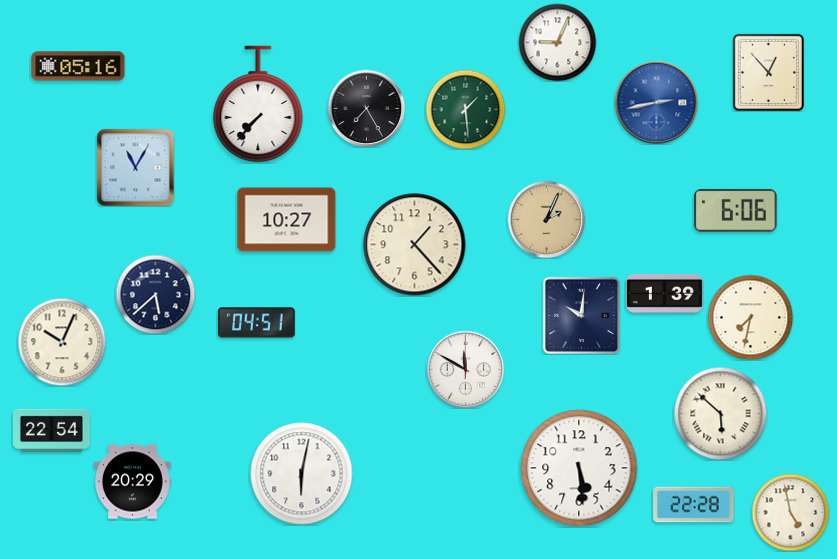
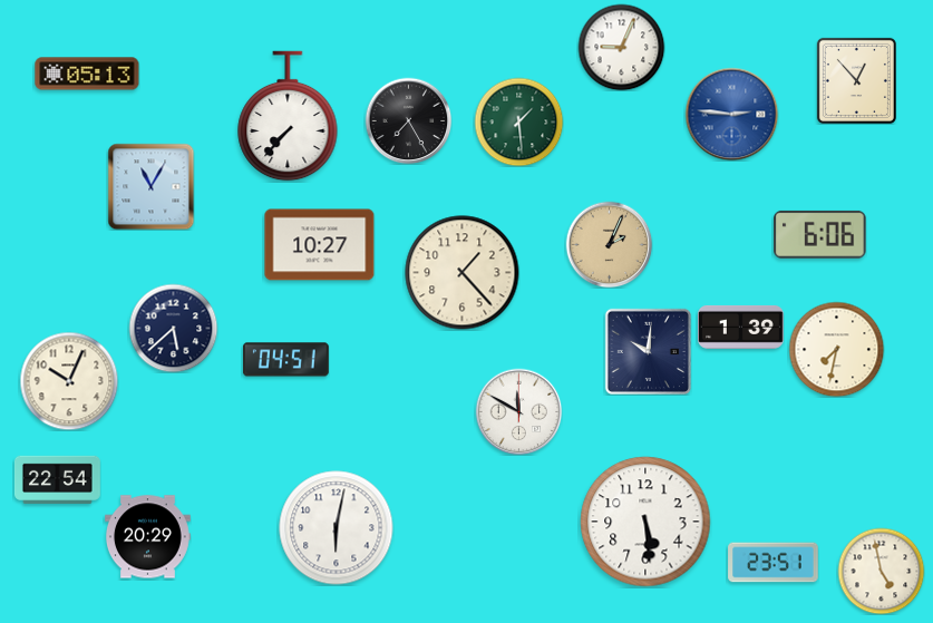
clock at (78, 66): 05:16 -> 05:13
clock at (656, 102): 2:43 -> 2:46
clock at (750, 317) position: (750, 317) -> (836, 349)
clock at (720, 413): 5:52 -> none
clock at (694, 505): 22:28 -> 23:51
